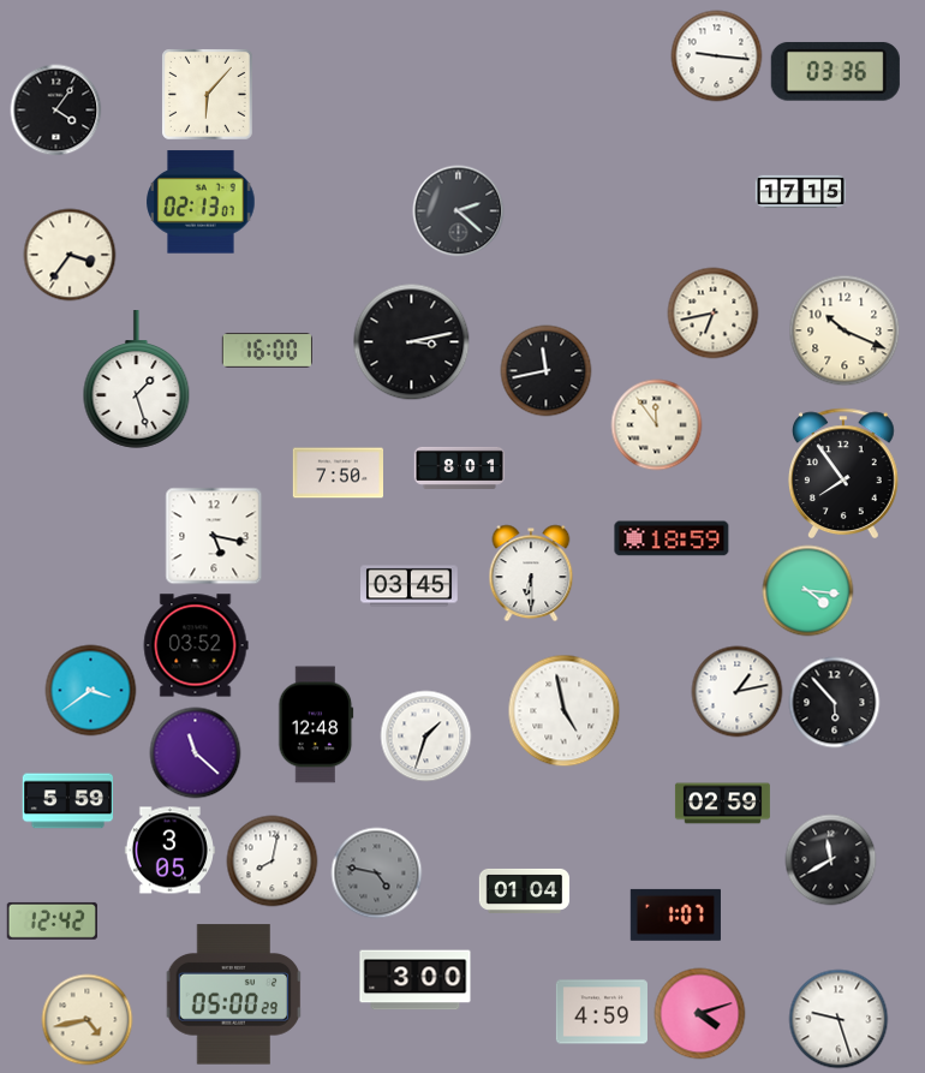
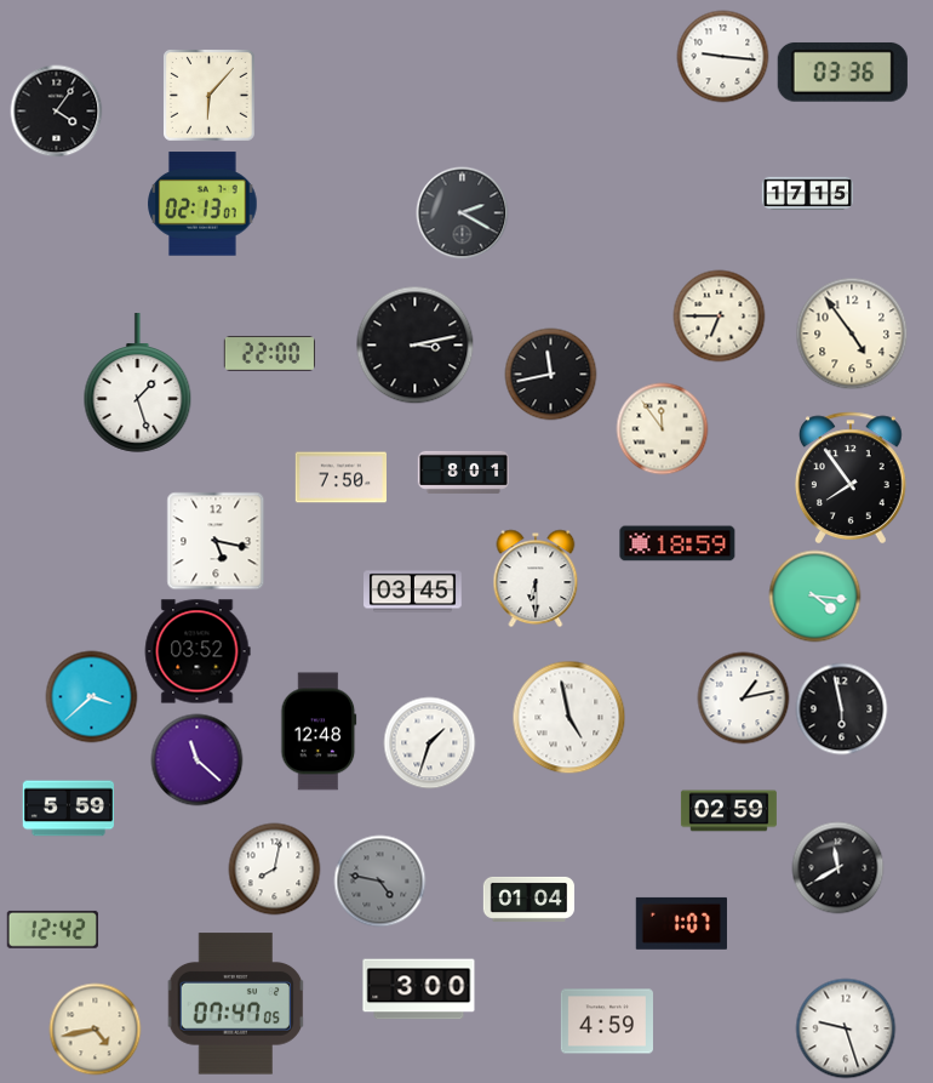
clock at (459, 211): 2:22 -> 2:20
clock at (70, 255): 3:36 -> none
clock at (714, 314): 6:43 -> 6:45
clock at (845, 330): 10:19 -> 4:54
clock at (267, 350): 16:00 -> 22:00
clock at (91, 691): 3:39 -> 3:38
clock at (835, 703): 5:53 -> 5:58
clock at (169, 851): 3:05 -> none
clock at (234, 995): 05:00 -> 07:47
clock at (700, 1014): 4:12 -> none
clock at (88, 1020) position: (88, 1020) -> (96, 1030)
